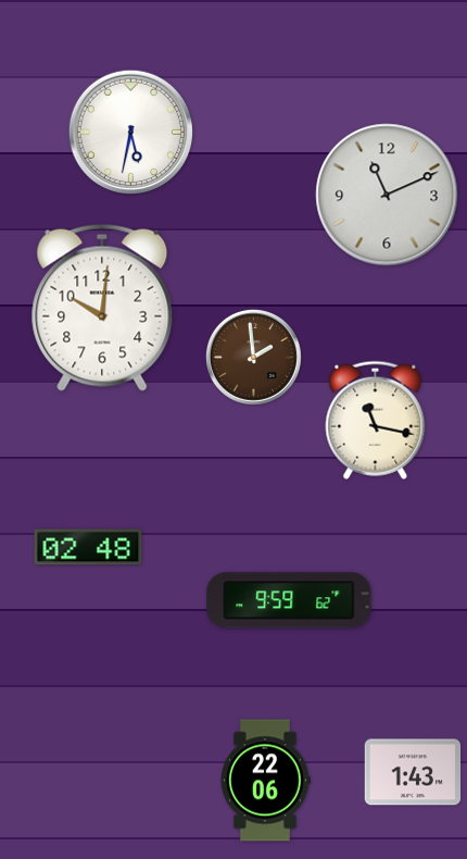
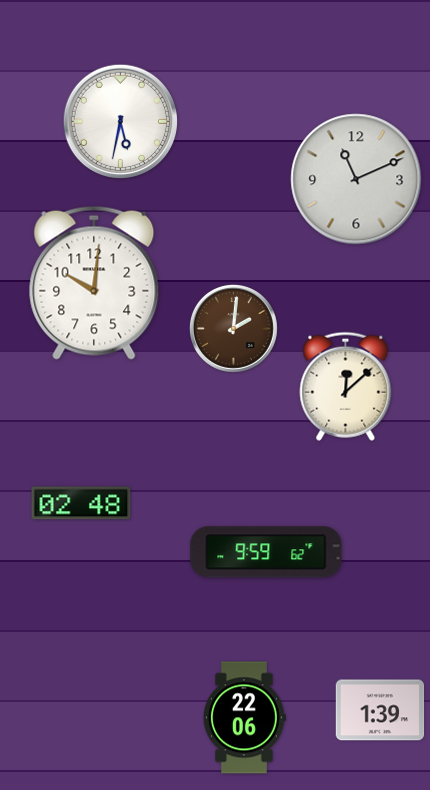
clock at (253, 357): 1:59 -> 2:01
clock at (376, 420): 11:17 -> 12:08
clock at (413, 772): 1:43 -> 1:39
